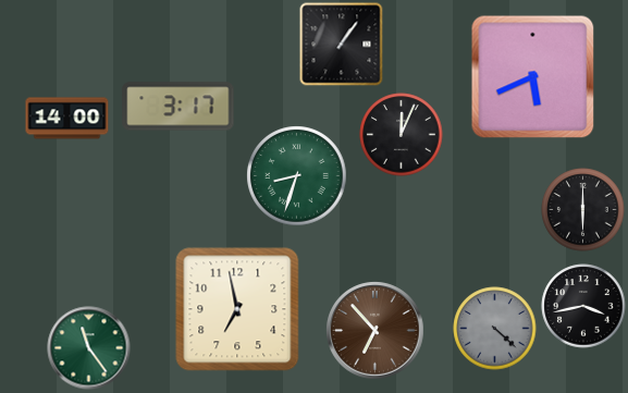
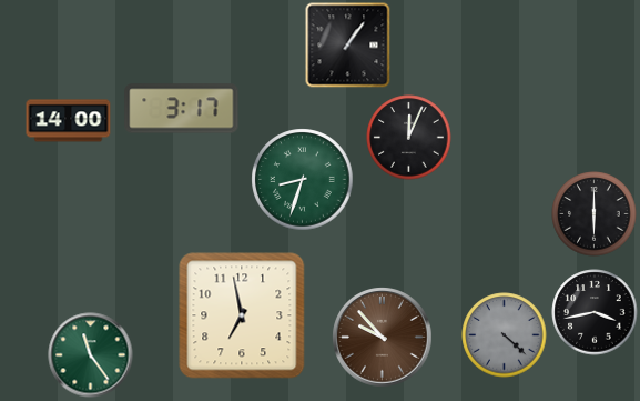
clock at (533, 77): 5:41 -> none
clock at (375, 331): 6:53 -> 9:53
